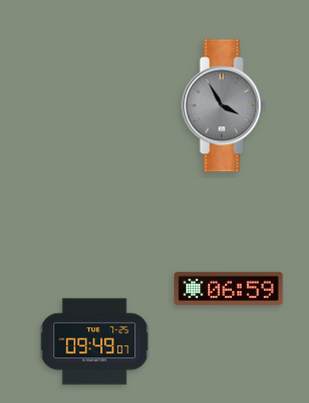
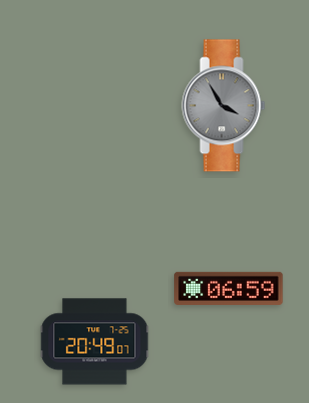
clock at (95, 342): 09:49 -> 20:49
